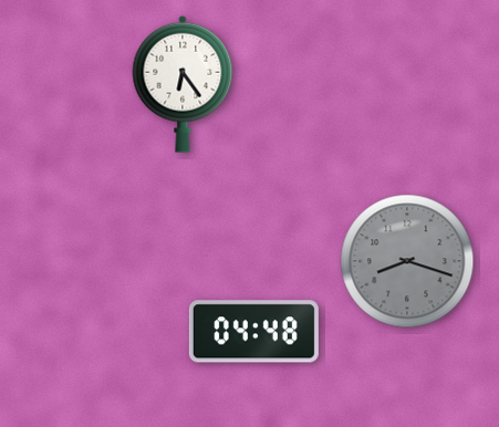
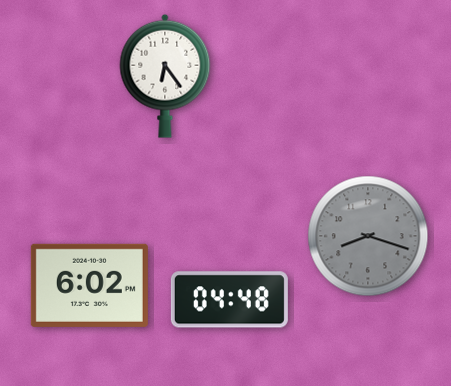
clock at (89, 285): none -> 6:02
